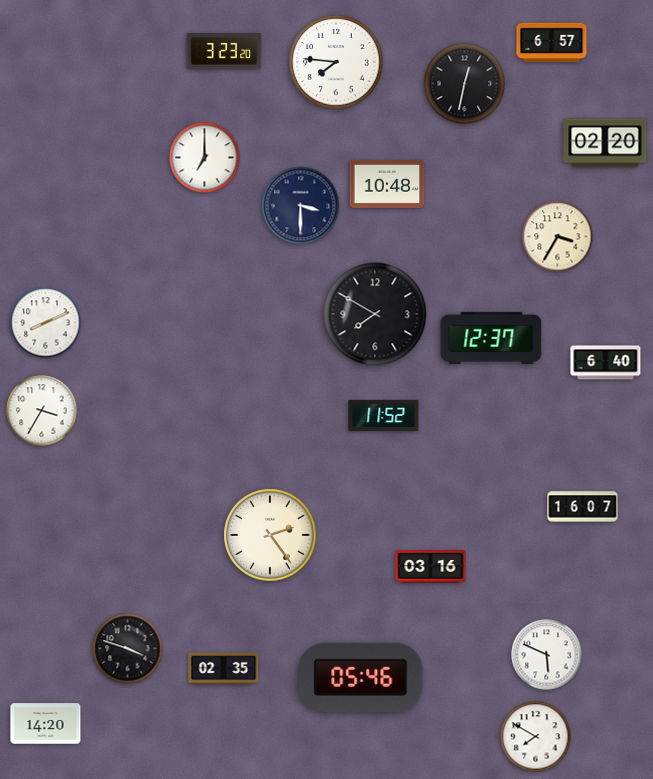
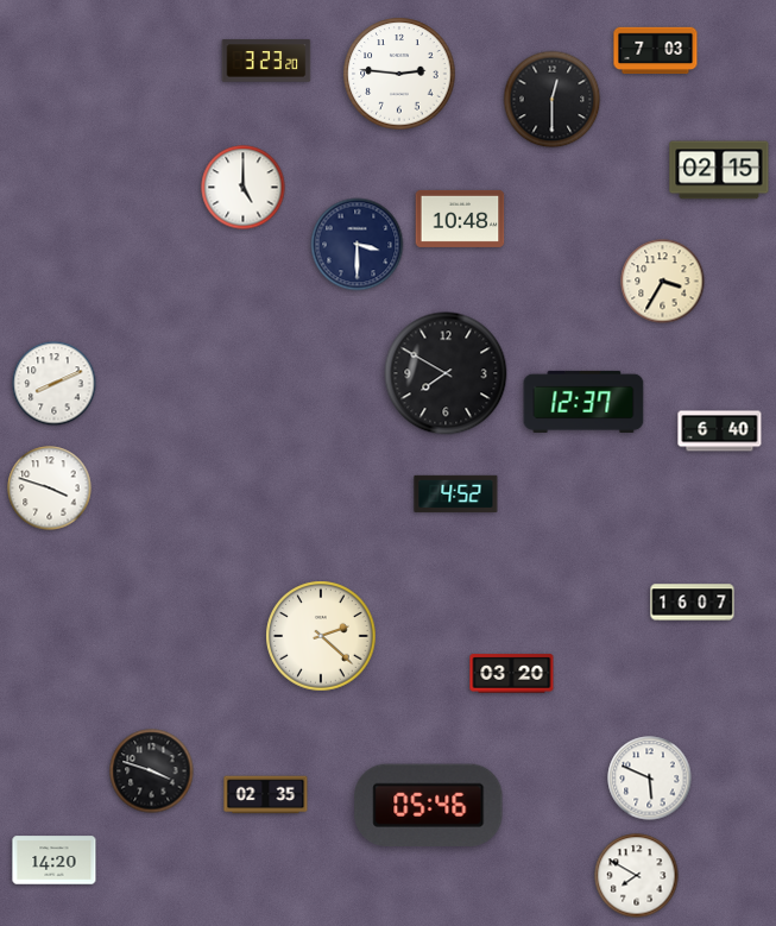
clock at (552, 43): 6:57 -> 7:03
clock at (336, 62): 7:46 -> 2:46
clock at (465, 84): 12:32 -> 12:30
clock at (605, 143): 02:20 -> 02:15
clock at (205, 158): 7:00 -> 5:00
clock at (42, 411): 3:35 -> 3:48
clock at (384, 415): 11:52 -> 4:52
clock at (270, 535): 2:24 -> 2:22
clock at (431, 567): 03:16 -> 03:20
